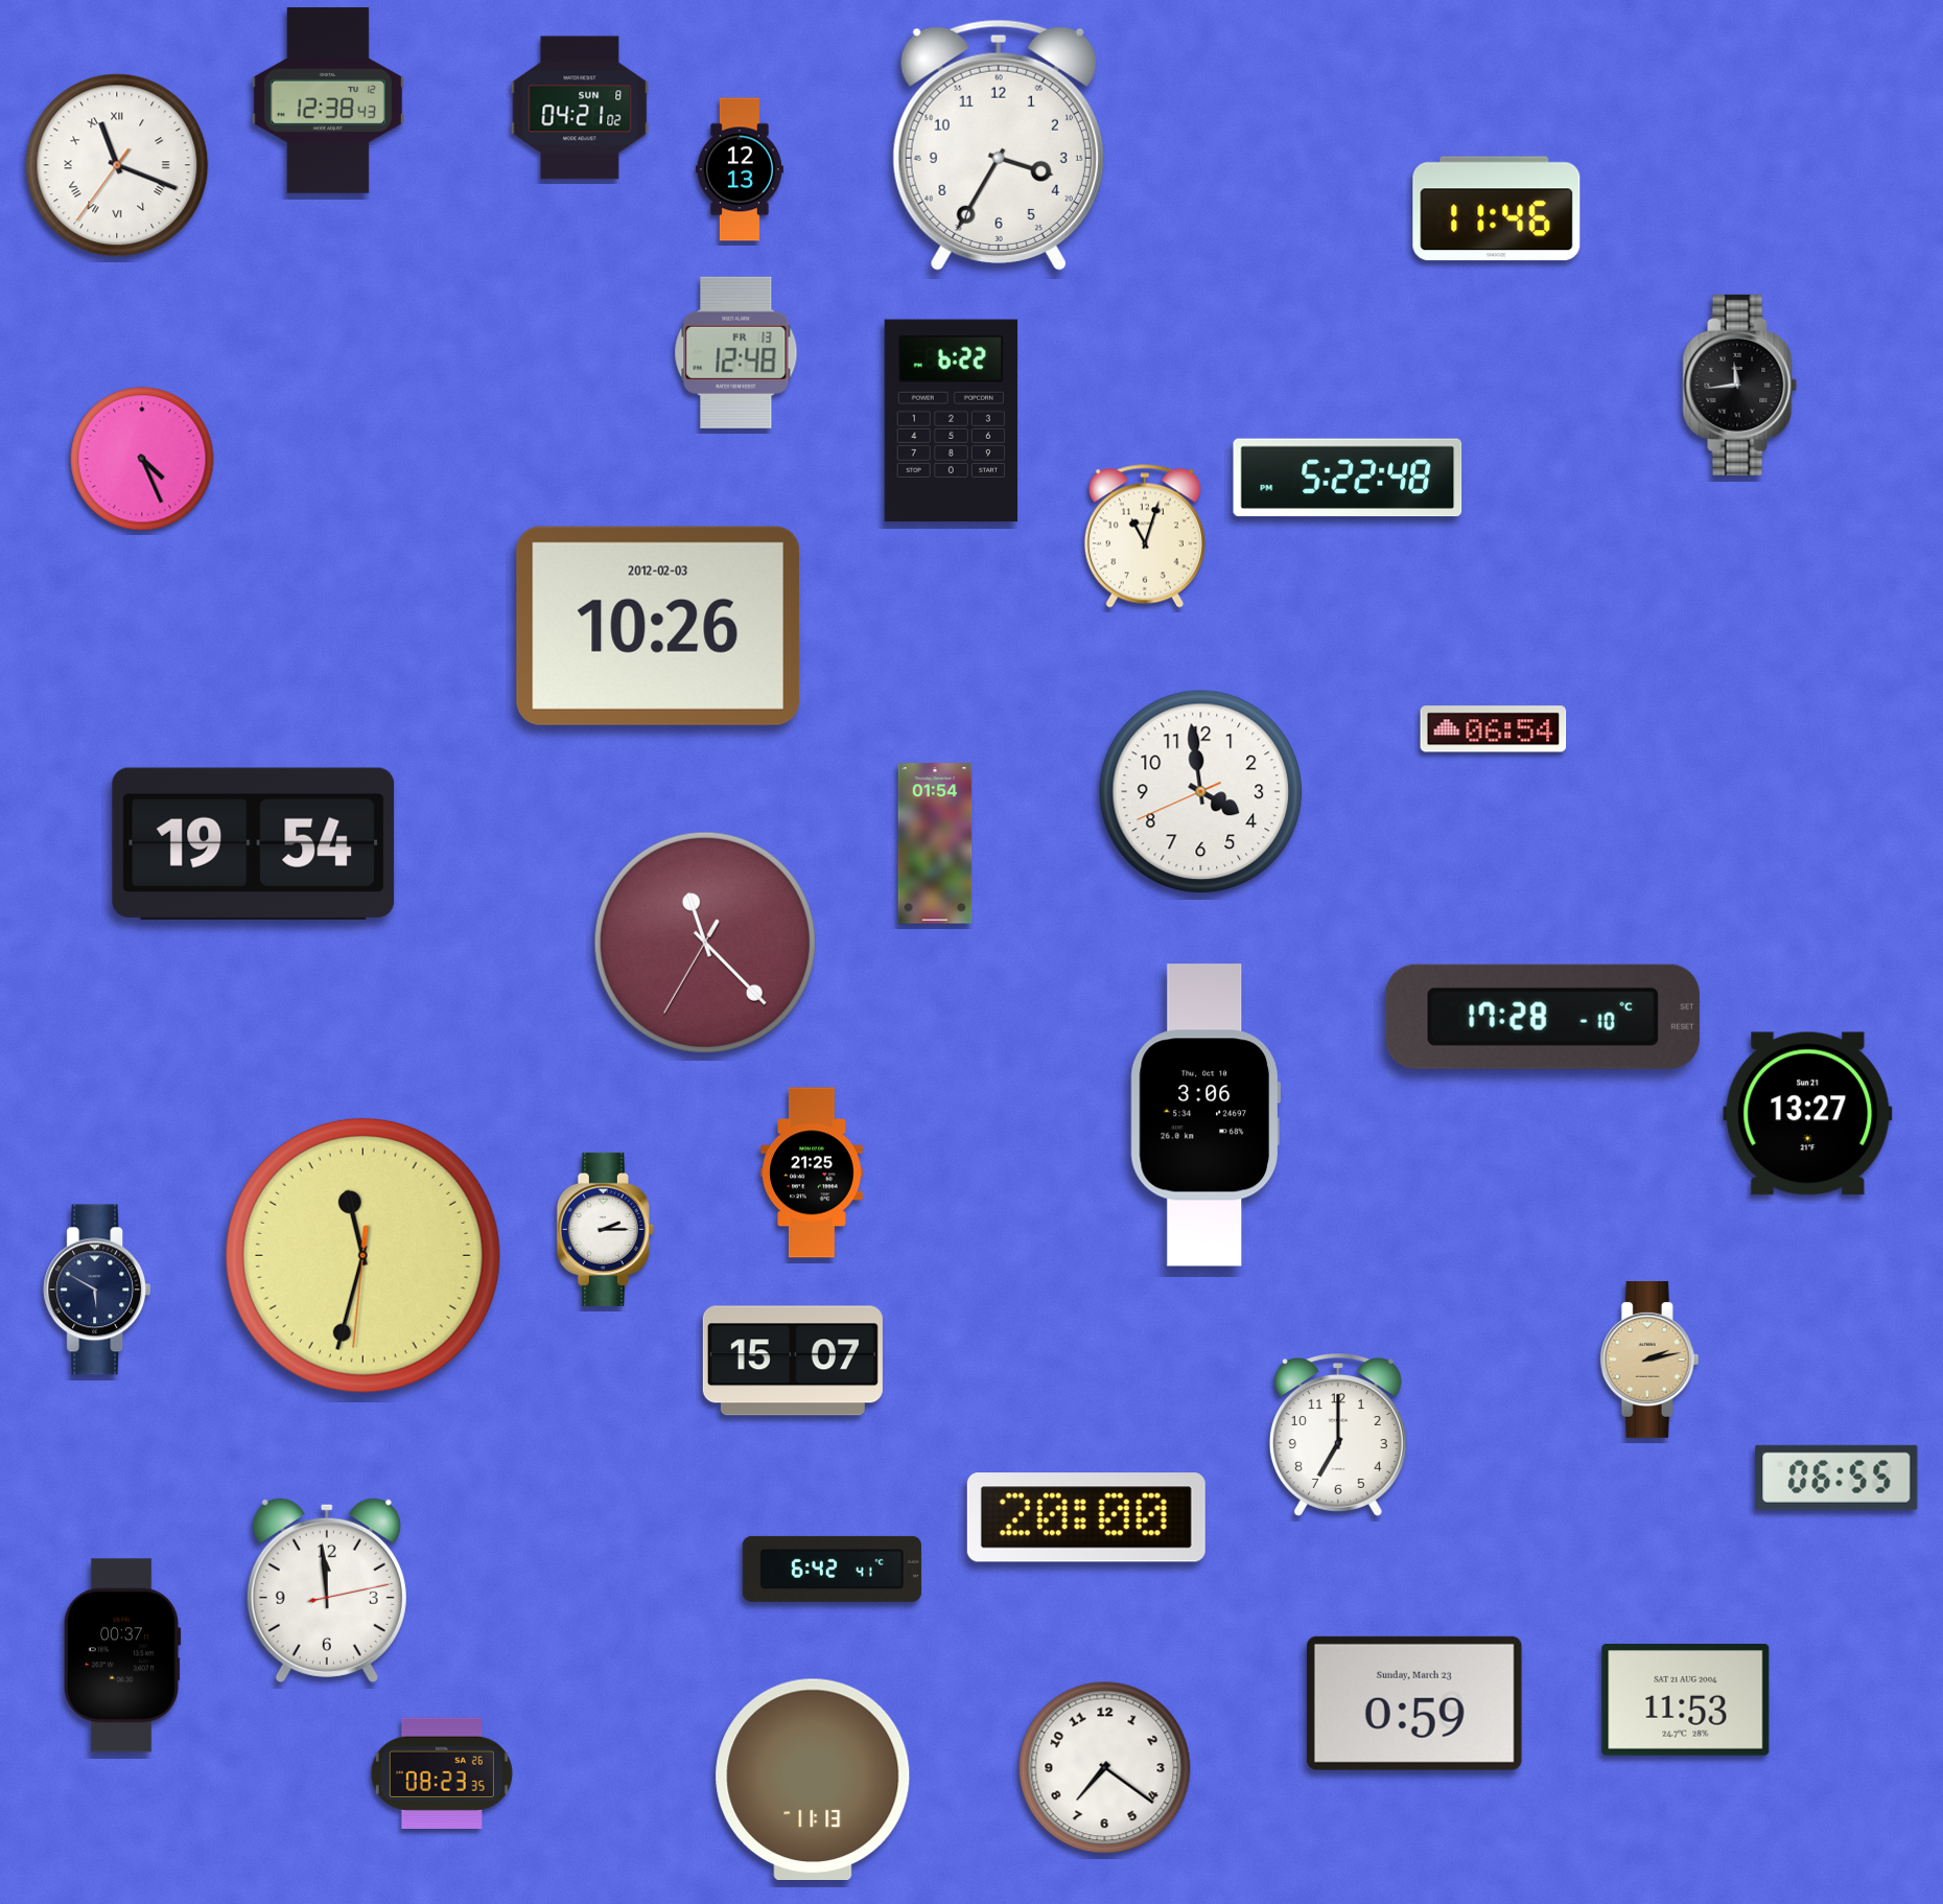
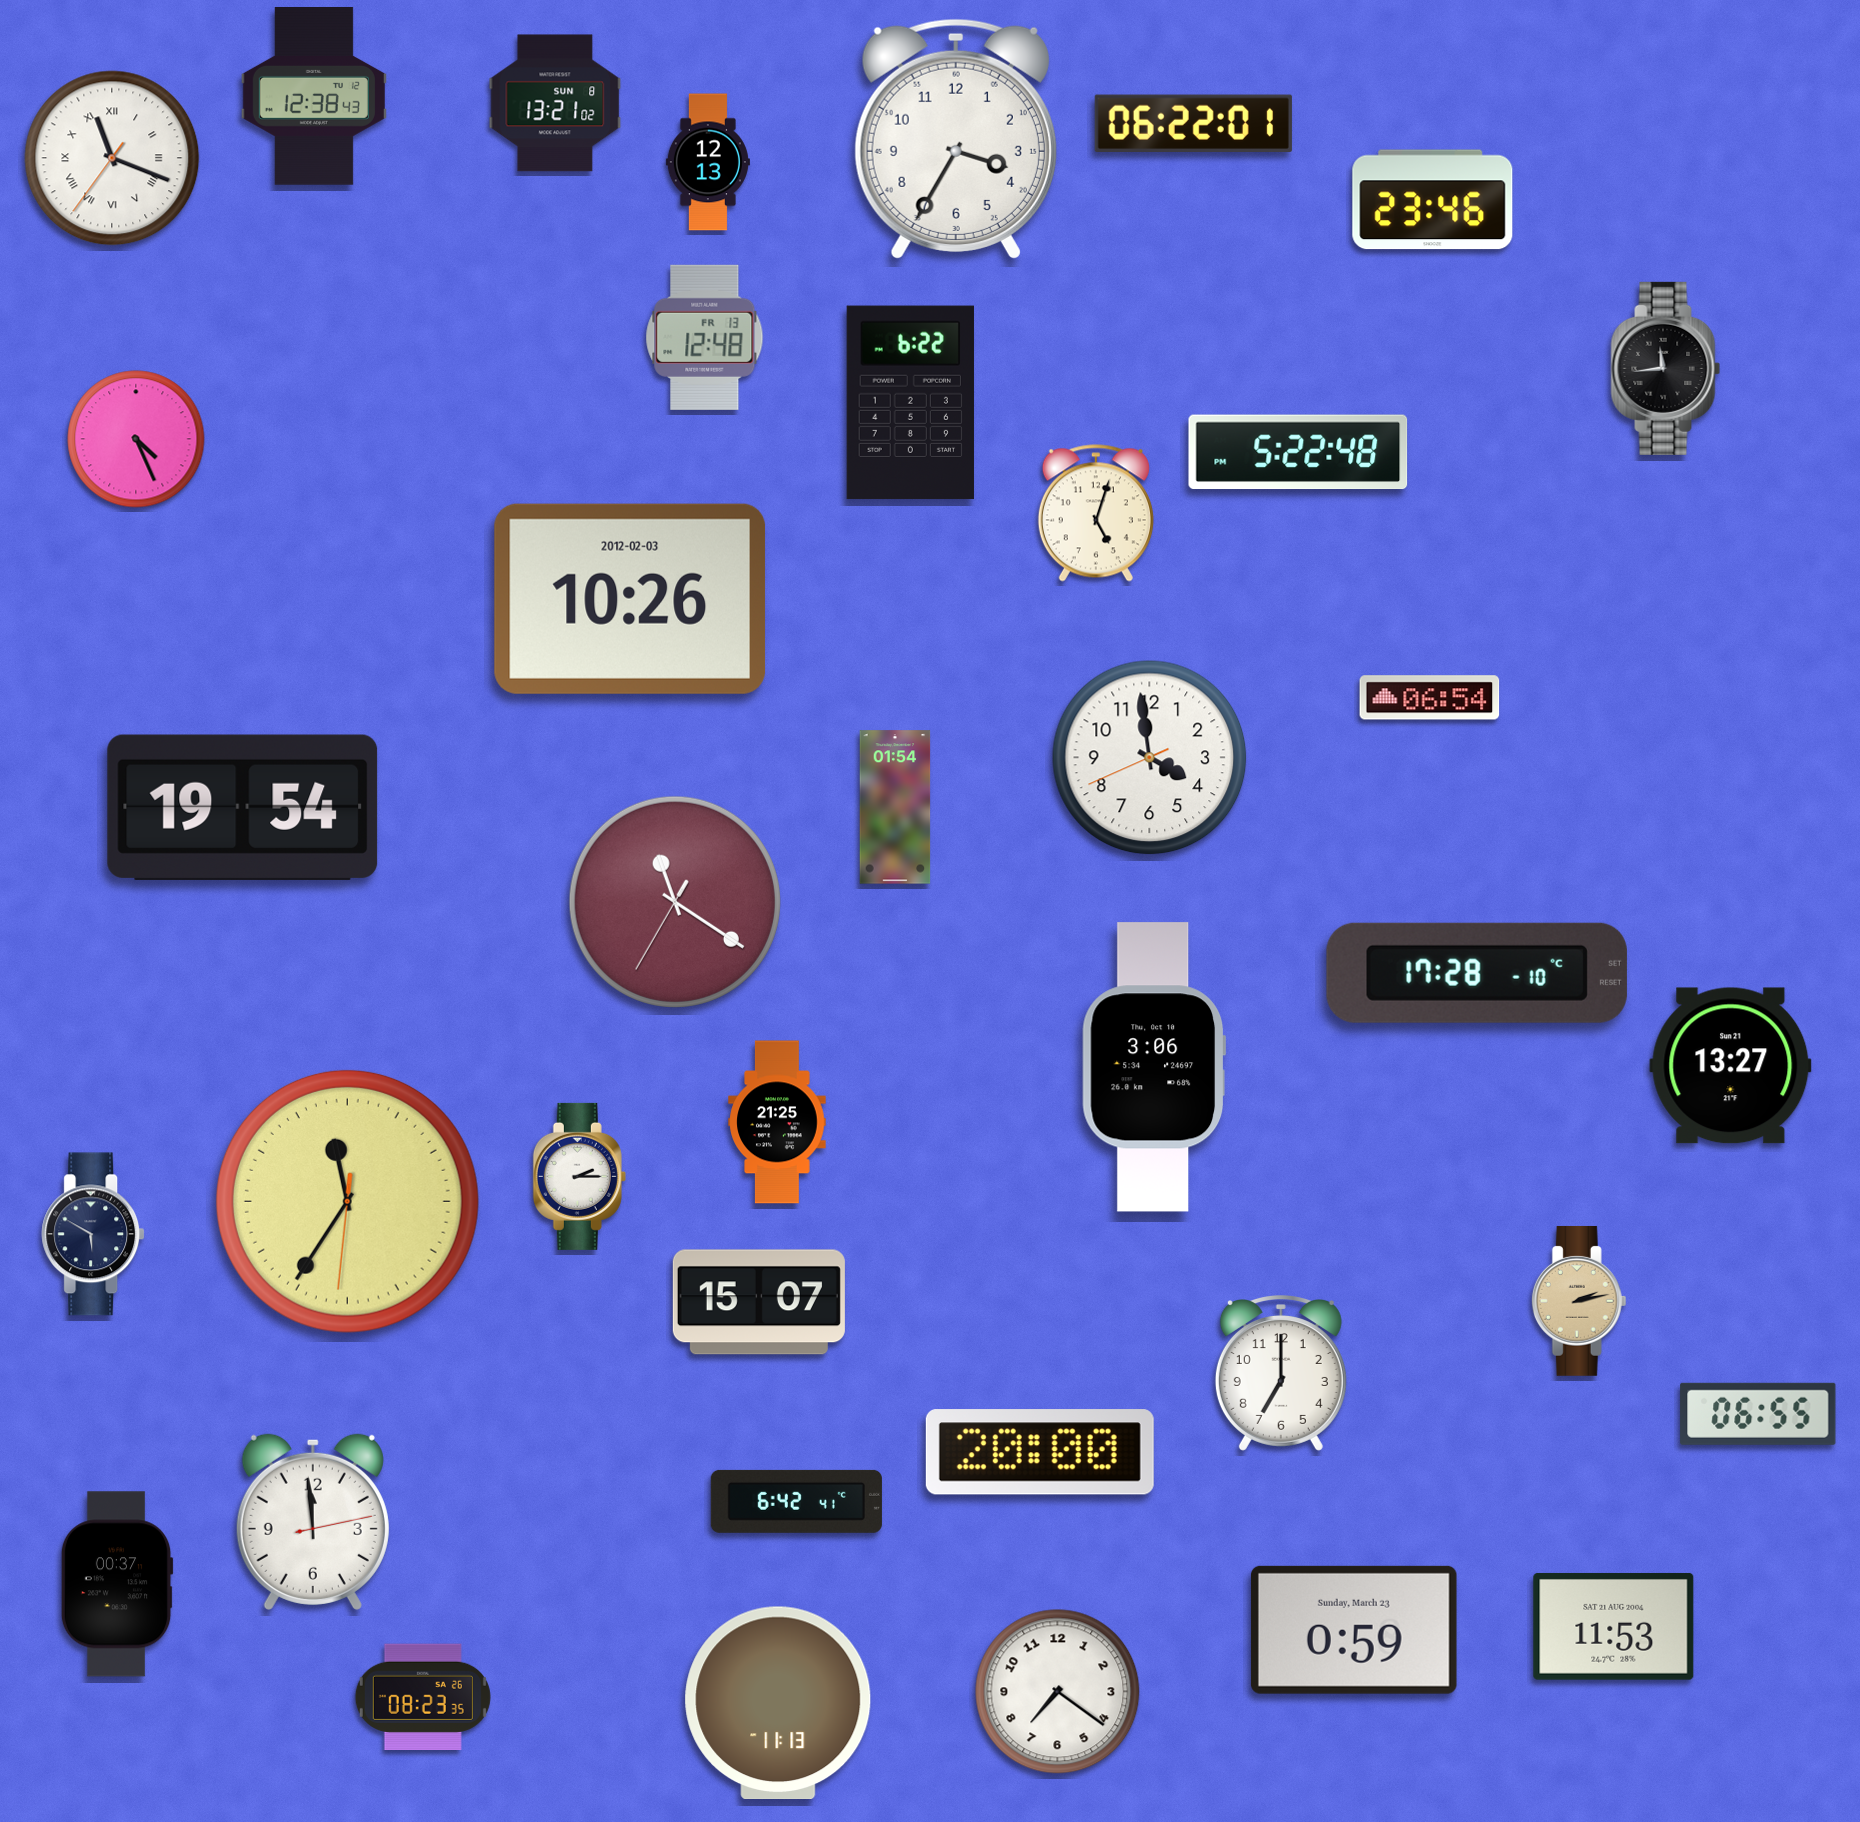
clock at (580, 108): 04:21 -> 13:21
clock at (1193, 124): none -> 06:22
clock at (1497, 209): 11:46 -> 23:46
clock at (1348, 478) position: (1348, 478) -> (1298, 452)
clock at (1145, 536): 11:03 -> 5:03
clock at (705, 943): 11:22 -> 11:20
clock at (362, 1255): 11:32 -> 11:35
